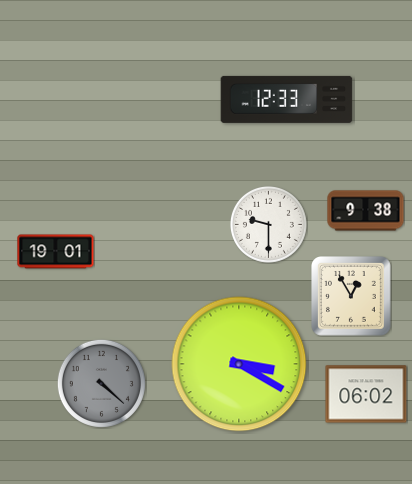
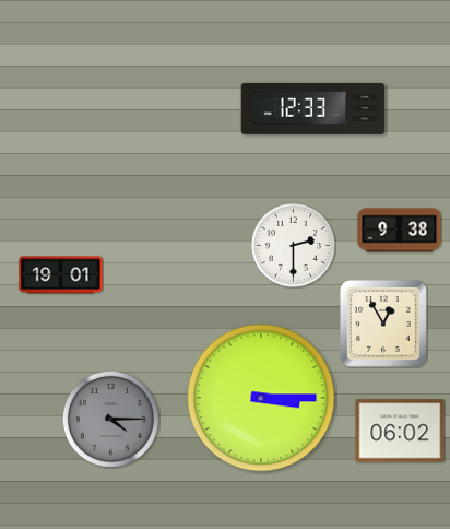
clock at (268, 224): 9:30 -> 2:30
clock at (239, 364): 3:20 -> 3:15
clock at (101, 383): 4:22 -> 4:15
